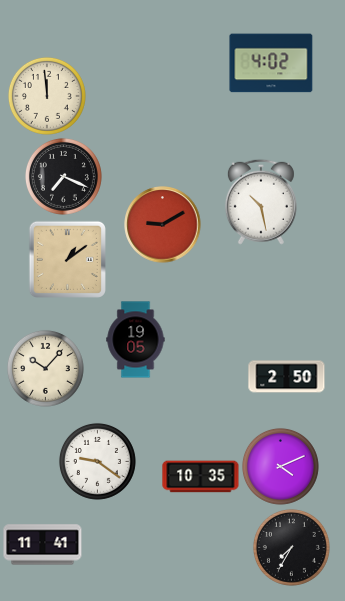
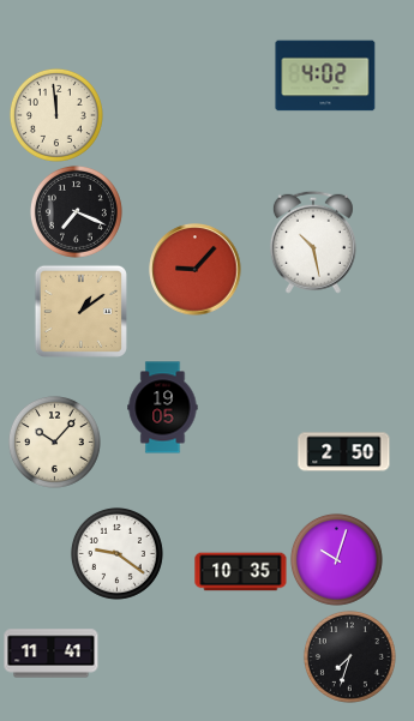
clock at (163, 225): 9:10 -> 9:07
clock at (280, 466): 4:11 -> 10:03
clock at (291, 547): 7:35 -> 7:33
